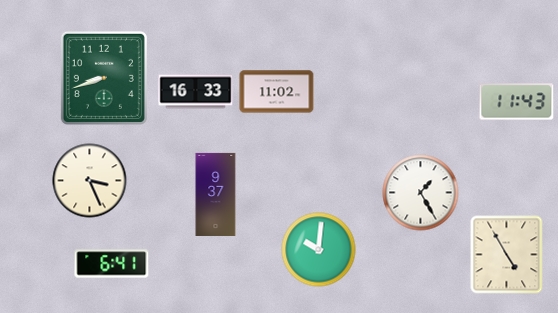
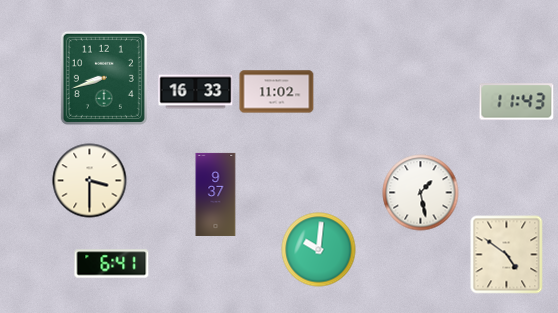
clock at (90, 181): 3:26 -> 3:30
clock at (421, 193): 1:25 -> 1:28
clock at (507, 255): 4:55 -> 4:51
